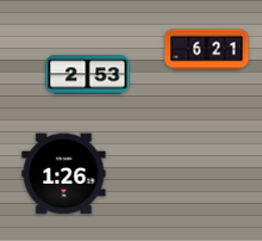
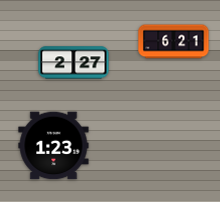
clock at (88, 75): 2:53 -> 2:27
clock at (64, 174): 1:26 -> 1:23
